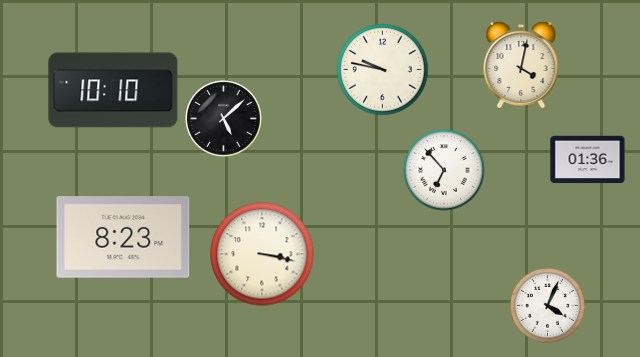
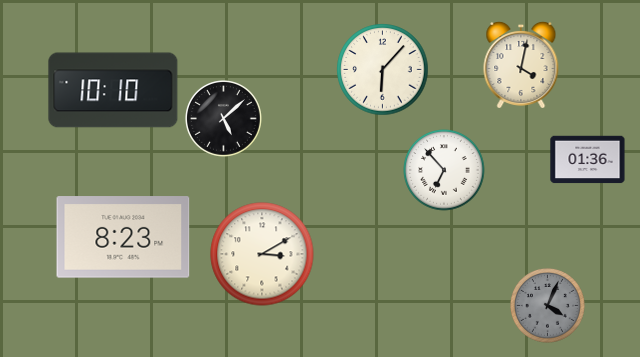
clock at (383, 70): 9:47 -> 6:07
clock at (262, 254): 3:17 -> 3:10
clock at (548, 306) dial: white -> grey
